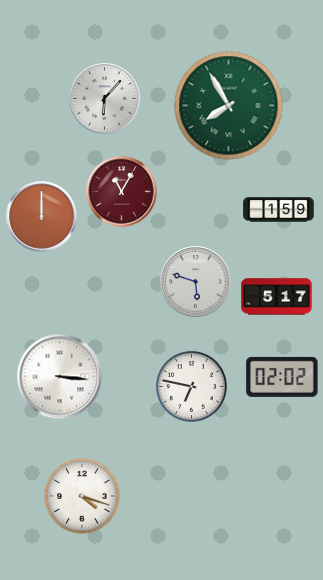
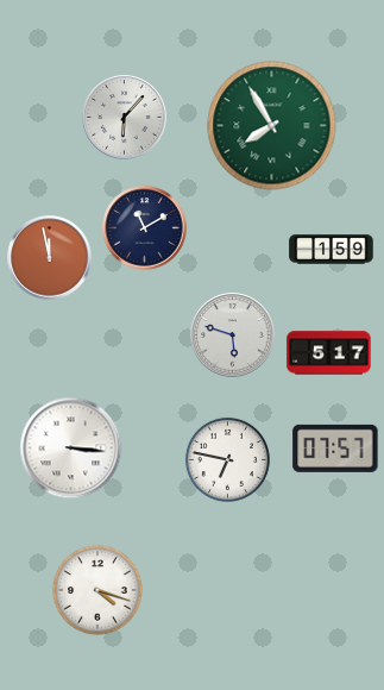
clock at (122, 192): 11:05 -> 11:10
clock at (122, 192) dial: burgundy -> navy
clock at (42, 217): 12:00 -> 11:58
clock at (282, 377): 02:02 -> 07:57
